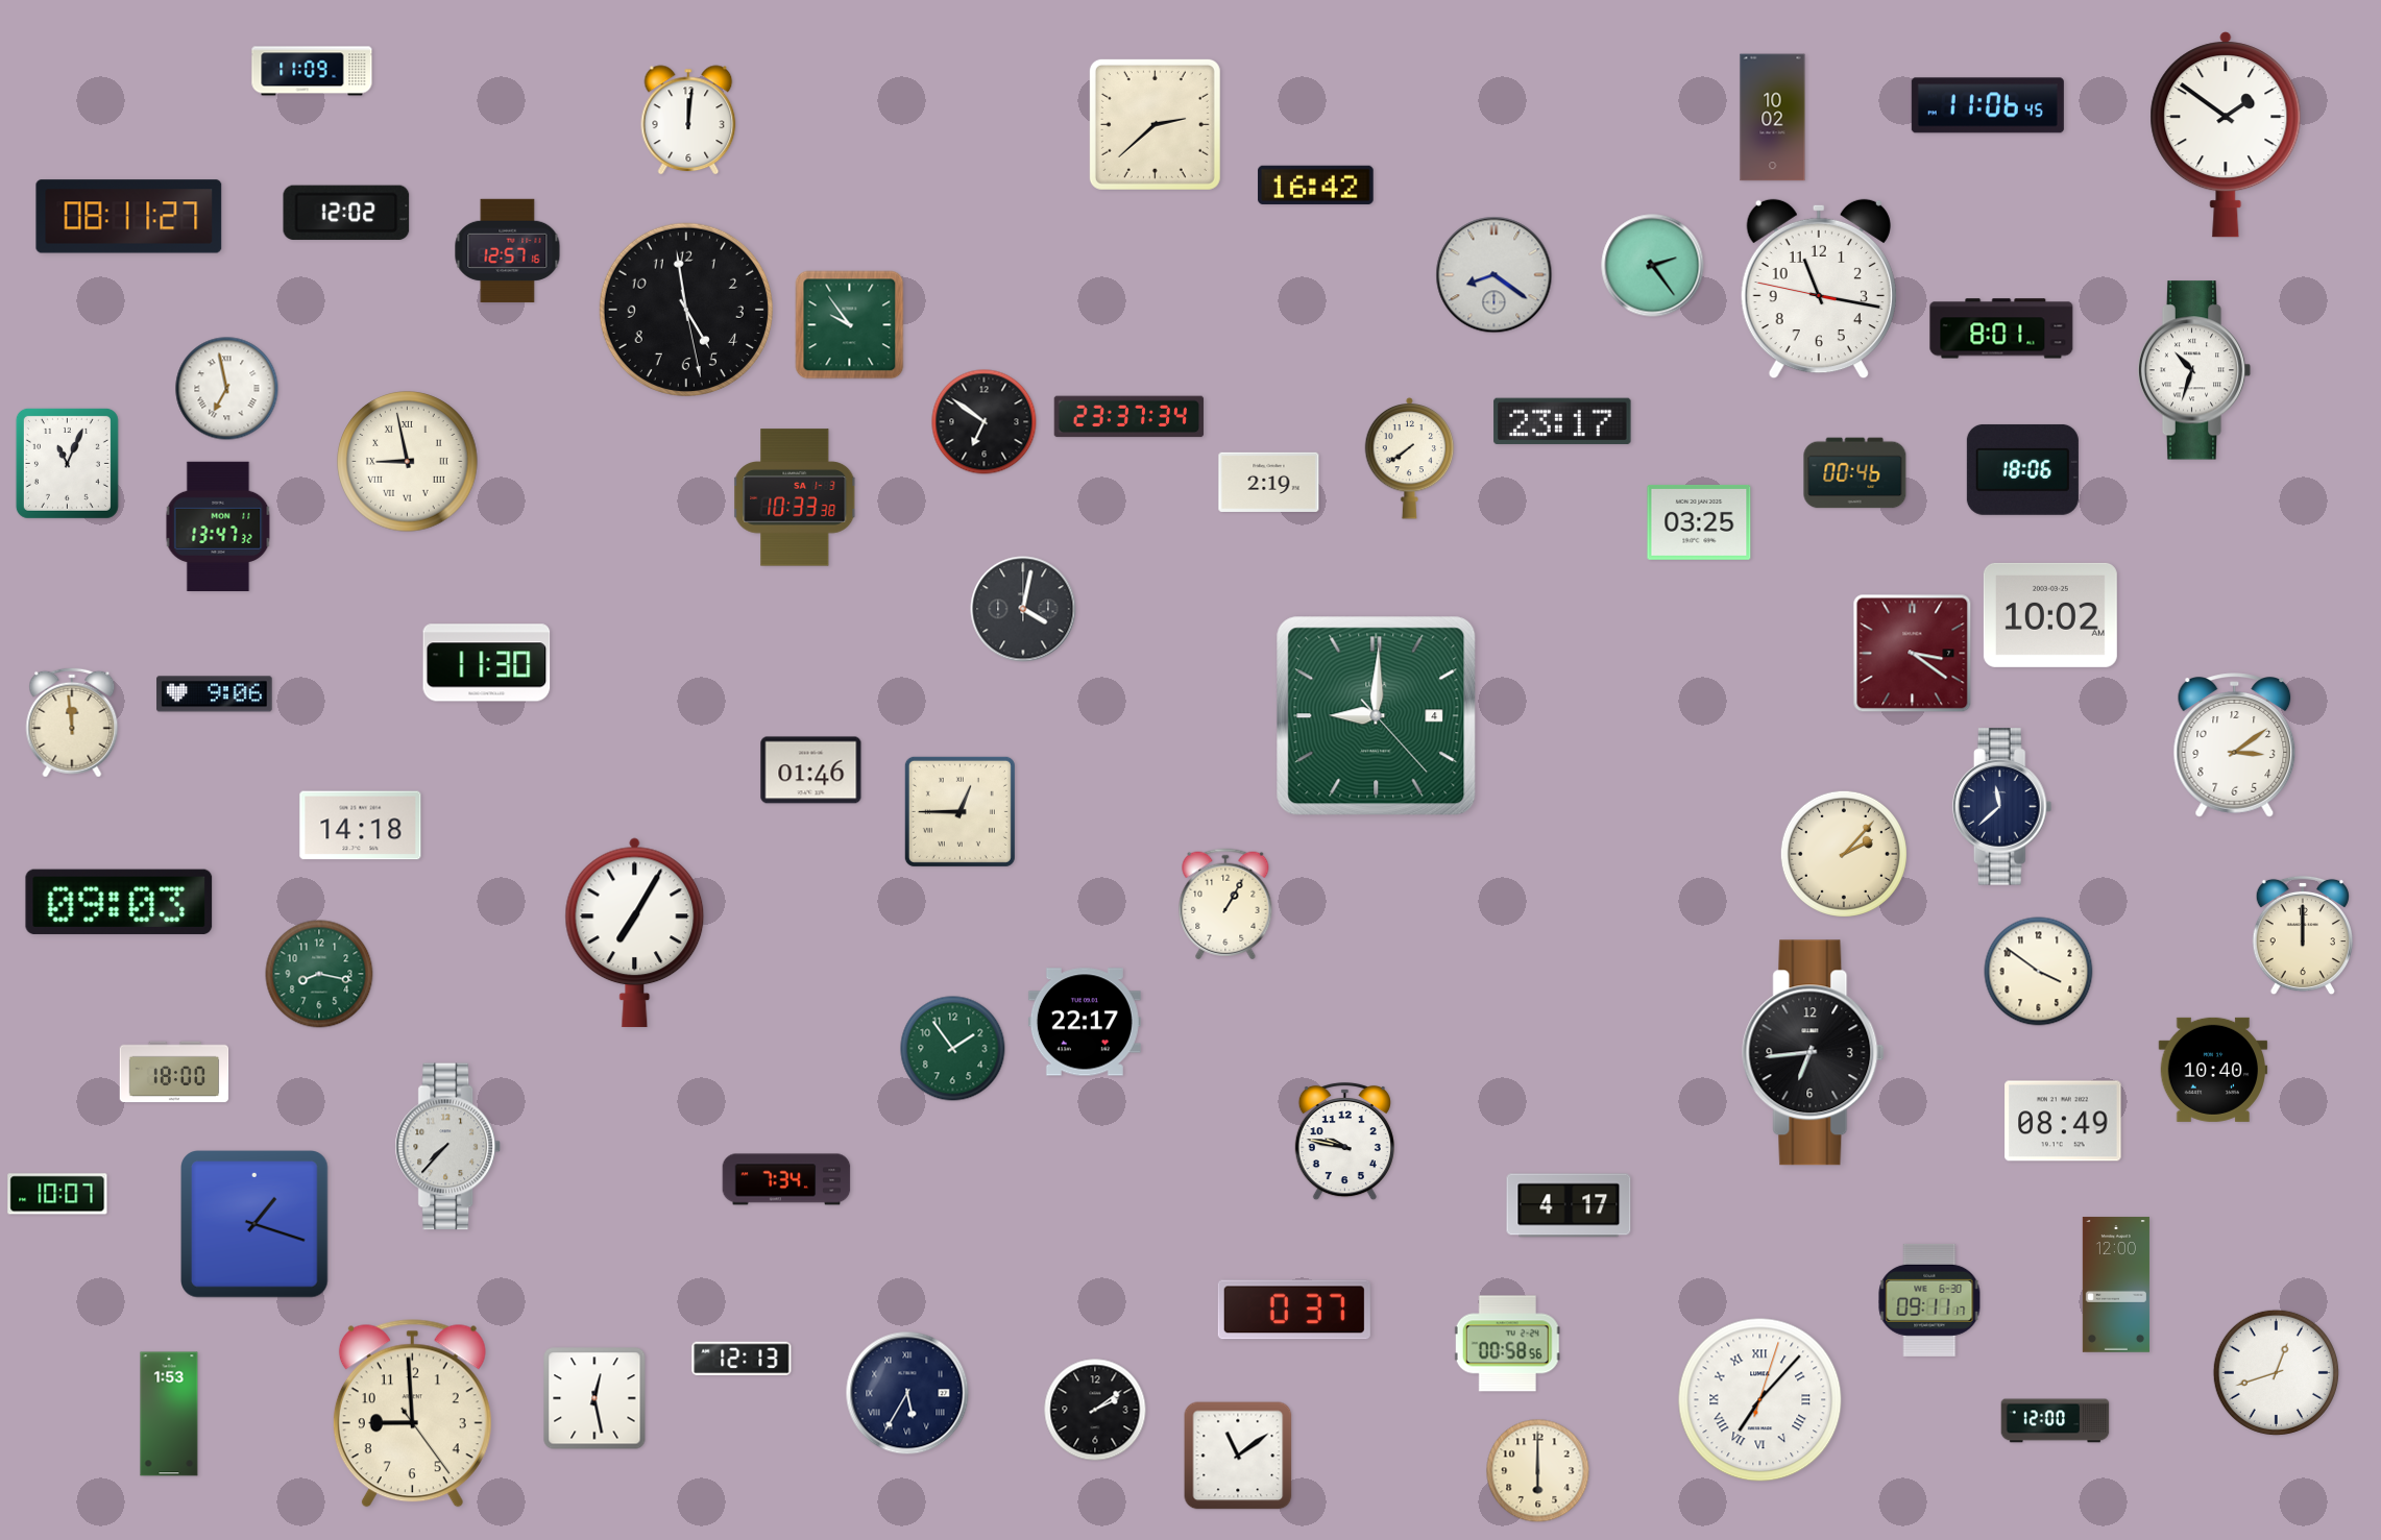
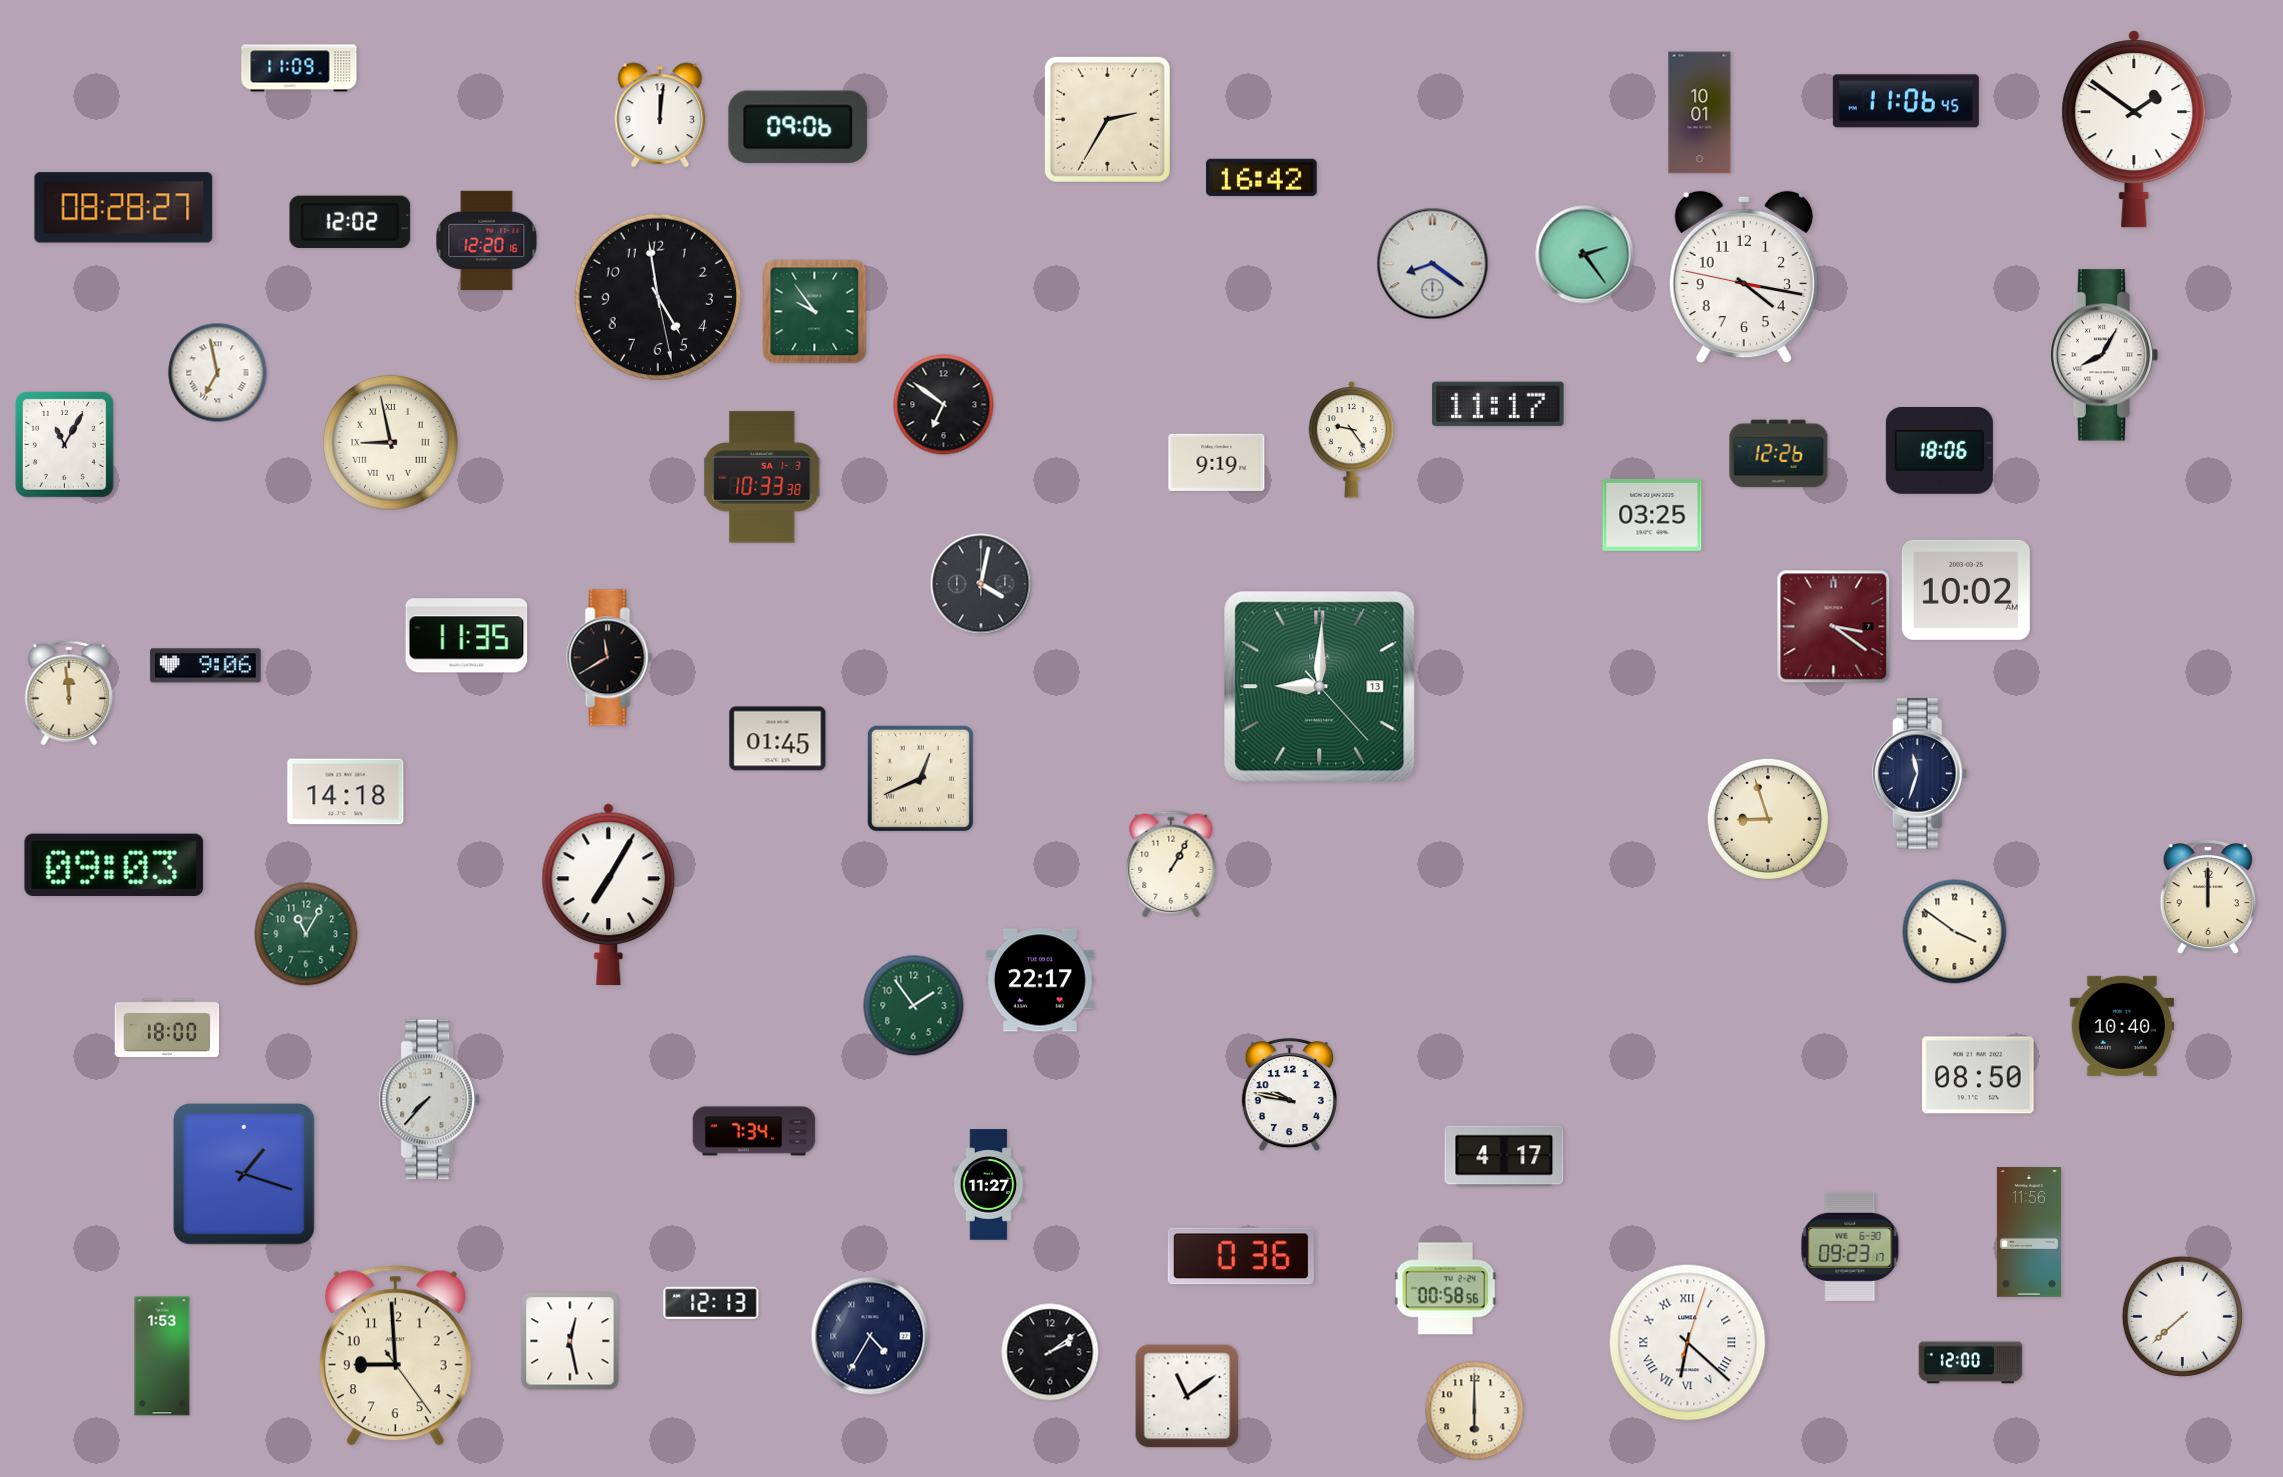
clock at (1773, 118): 10:02 -> 10:01
clock at (1155, 124): 2:38 -> 2:35
clock at (798, 127): none -> 09:06
clock at (346, 212) position: (346, 212) -> (350, 221)
clock at (129, 217): 08:11 -> 08:28
clock at (508, 250): 12:57 -> 12:20
clock at (1819, 289): 11:16 -> 4:16
clock at (2001, 328): 8:01 -> none
clock at (2194, 370): 10:33 -> 8:05
clock at (1129, 417): 23:37 -> none
clock at (1562, 421): 23:17 -> 11:17
clock at (1410, 458): 7:39 -> 9:24
clock at (67, 463): 11:04 -> 11:05
clock at (1855, 473): 00:46 -> 12:26
clock at (1269, 482): 2:19 -> 9:19
clock at (1699, 522) position: (1699, 522) -> (1652, 515)
clock at (218, 525): 13:47 -> none
clock at (487, 663): 11:30 -> 11:35
clock at (610, 658): none -> 11:40
clock at (1377, 716) date: 4 -> 13
clock at (2235, 745): 3:09 -> none
clock at (811, 771): 01:46 -> 01:45
clock at (2002, 807): 11:38 -> 11:33
clock at (959, 811): 12:45 -> 12:41
clock at (1844, 854): 2:07 -> 8:57
clock at (1225, 904) position: (1225, 904) -> (1171, 864)
clock at (319, 974): 8:17 -> 11:05
clock at (1814, 1053): 6:44 -> none
clock at (2063, 1121): 08:49 -> 08:50
clock at (57, 1194): 10:07 -> none
clock at (989, 1185): none -> 11:27
clock at (2116, 1285): 12:00 -> 11:56
clock at (1929, 1300): 09:11 -> 09:23
clock at (1294, 1310): 0:37 -> 0:36
clock at (2276, 1372): 12:42 -> 7:38
clock at (907, 1393): 5:35 -> 4:35
clock at (1760, 1400): 7:07 -> 6:22
